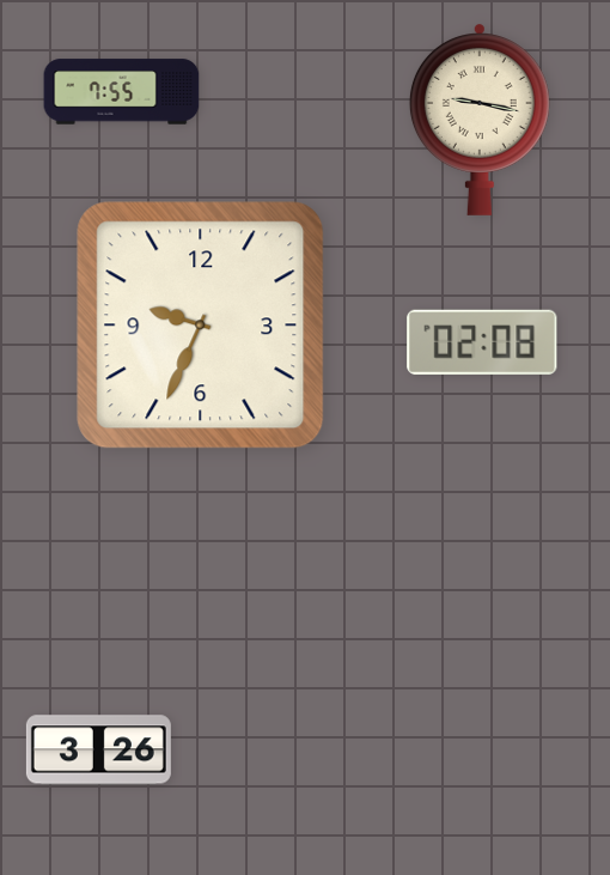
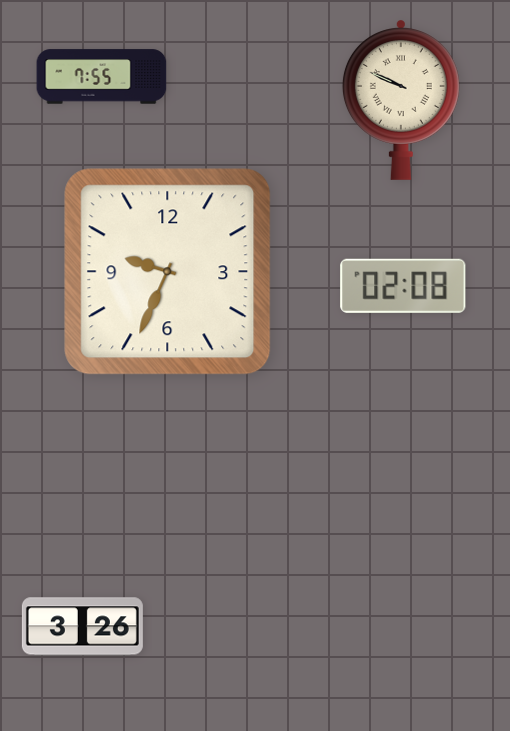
clock at (480, 120): 9:17 -> 9:49
